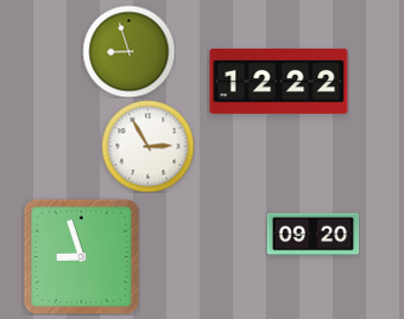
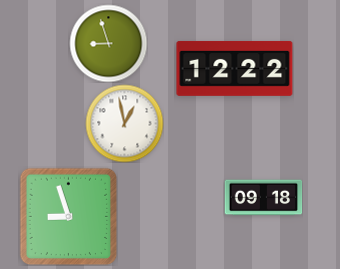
clock at (147, 146): 2:55 -> 12:58
clock at (313, 235): 09:20 -> 09:18
